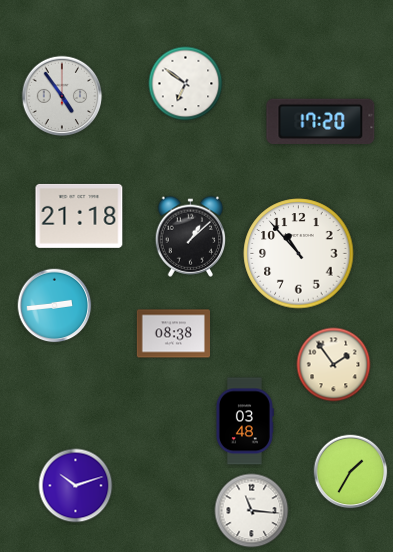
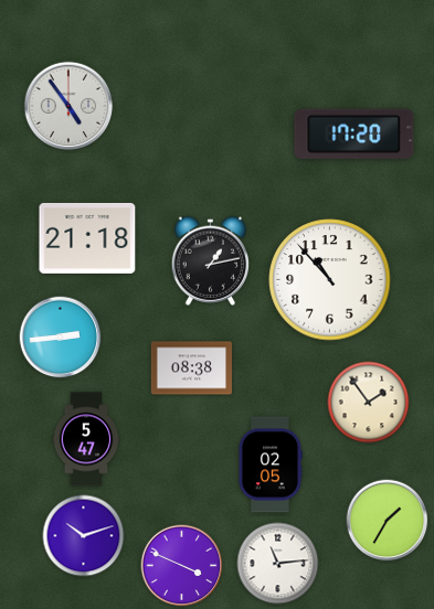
clock at (186, 84): 6:51 -> none
clock at (191, 236): 1:08 -> 1:13
clock at (86, 439): none -> 5:47
clock at (244, 421): 03:48 -> 02:05
clock at (252, 511): 11:16 -> 11:14
clock at (182, 566): none -> 3:49
